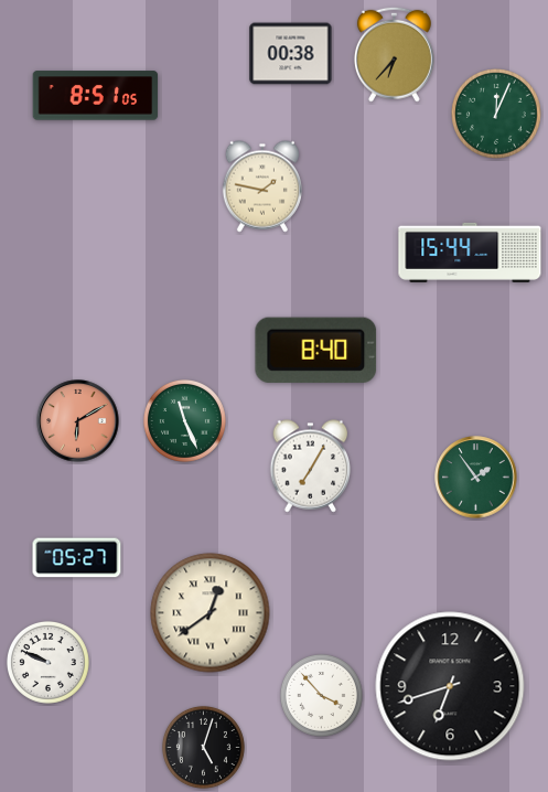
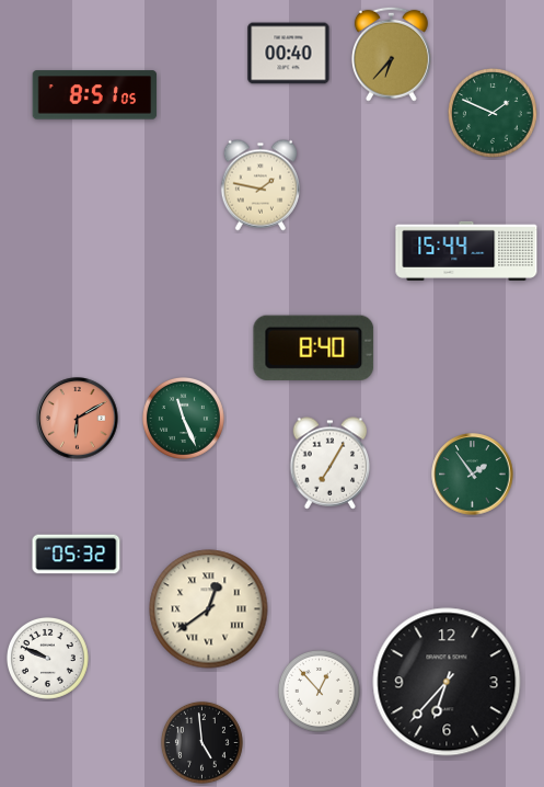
clock at (291, 54): 00:38 -> 00:40
clock at (497, 115): 12:04 -> 1:49
clock at (311, 467) position: (311, 467) -> (331, 464)
clock at (77, 558): 05:27 -> 05:32
clock at (450, 686): 6:42 -> 6:37
clock at (321, 695): 3:53 -> 12:53
clock at (203, 747): 5:03 -> 4:59
